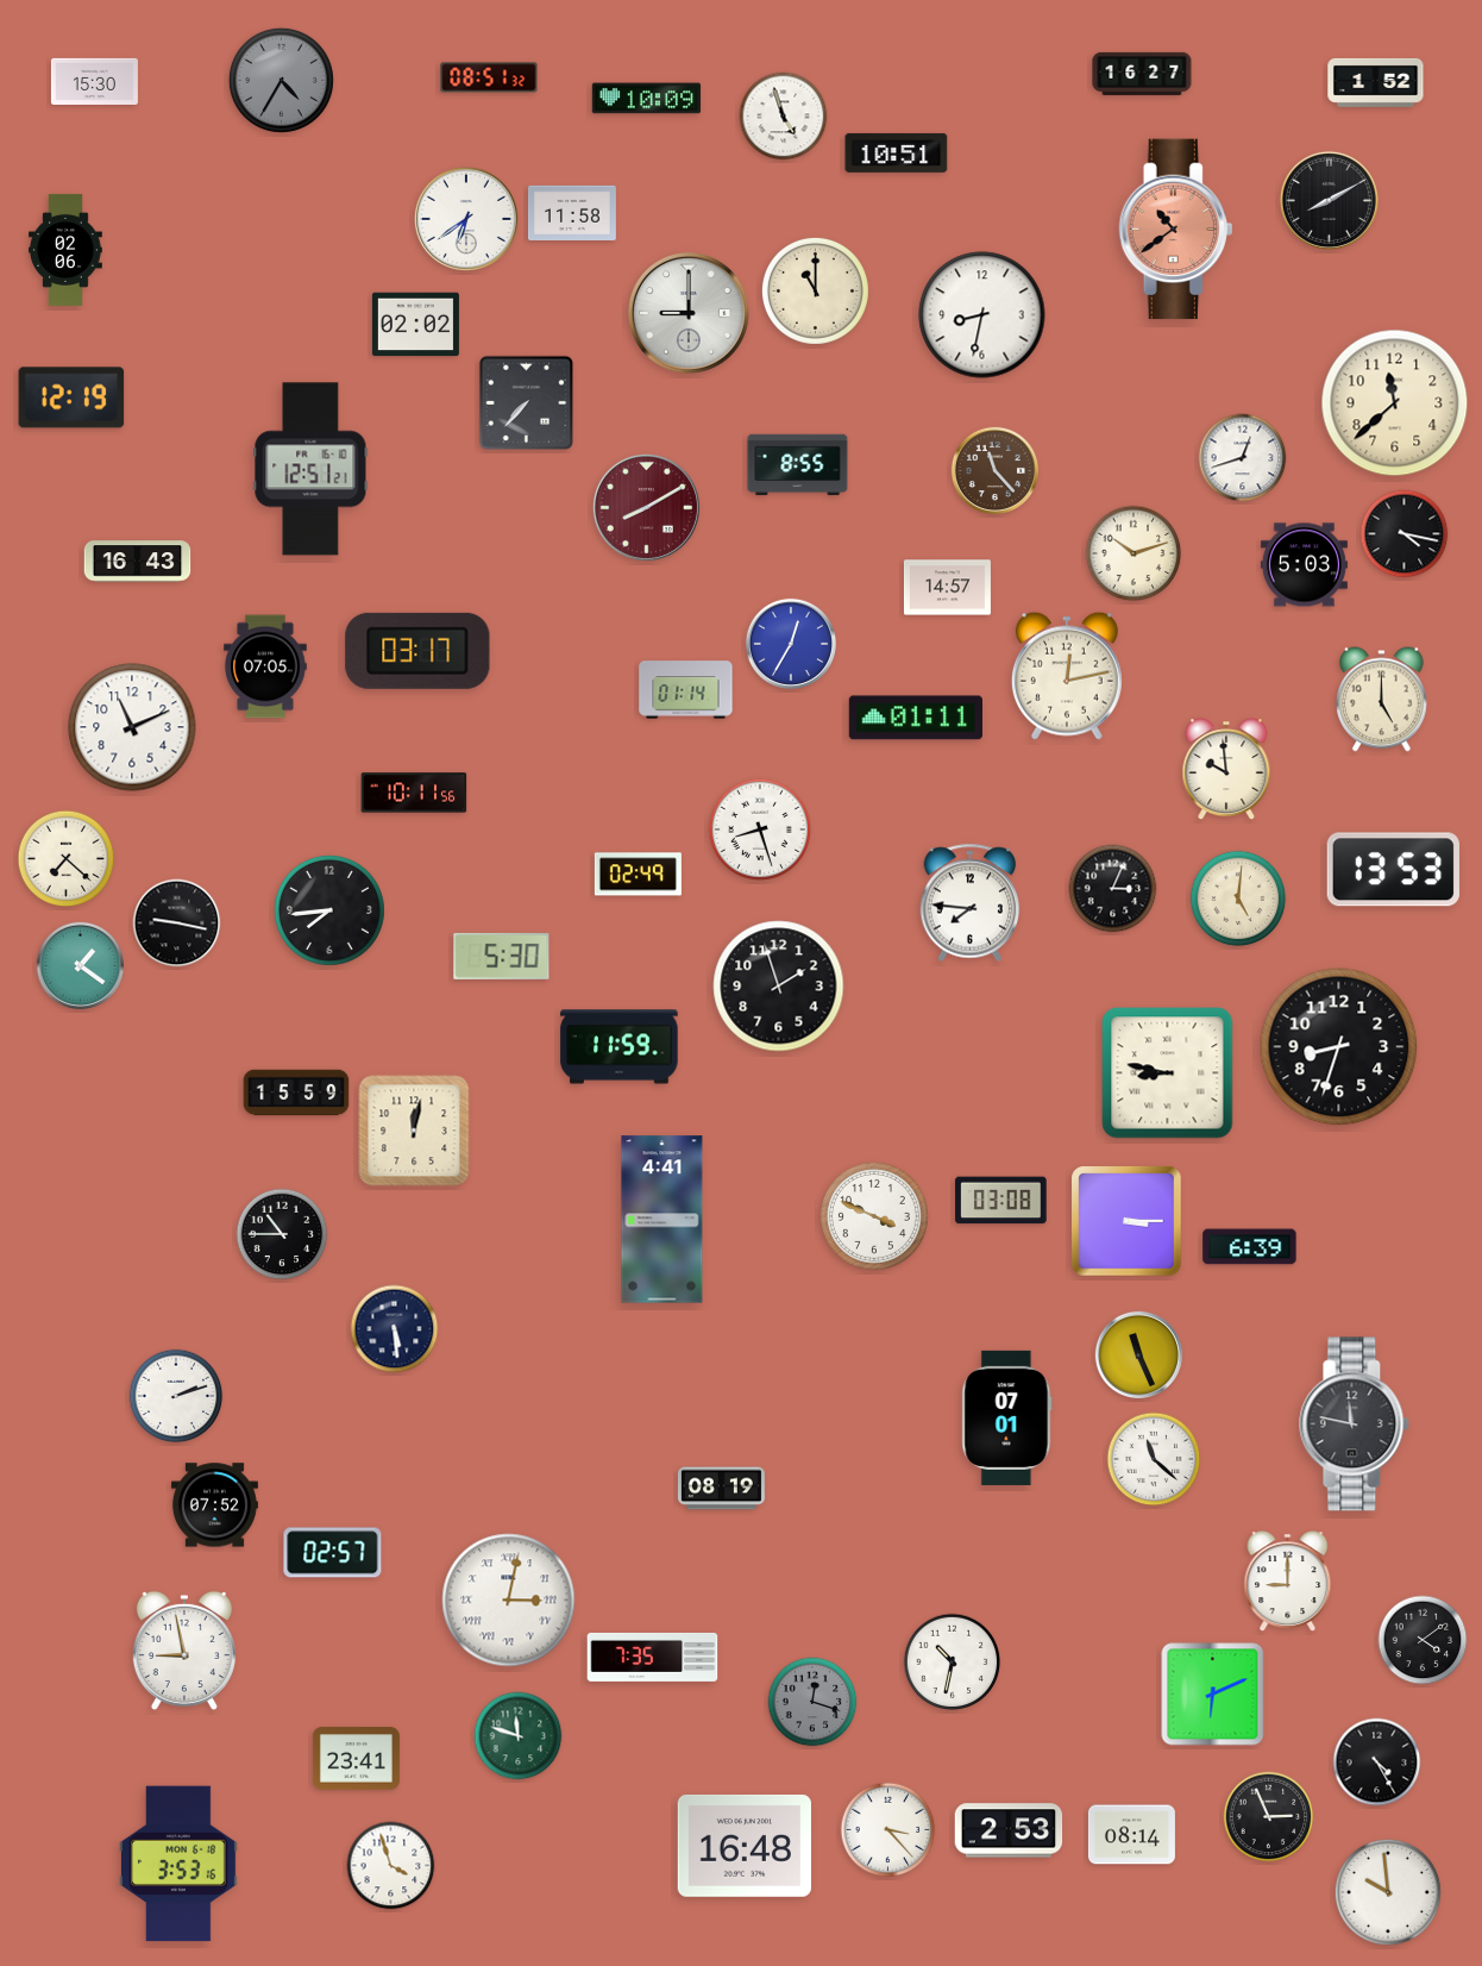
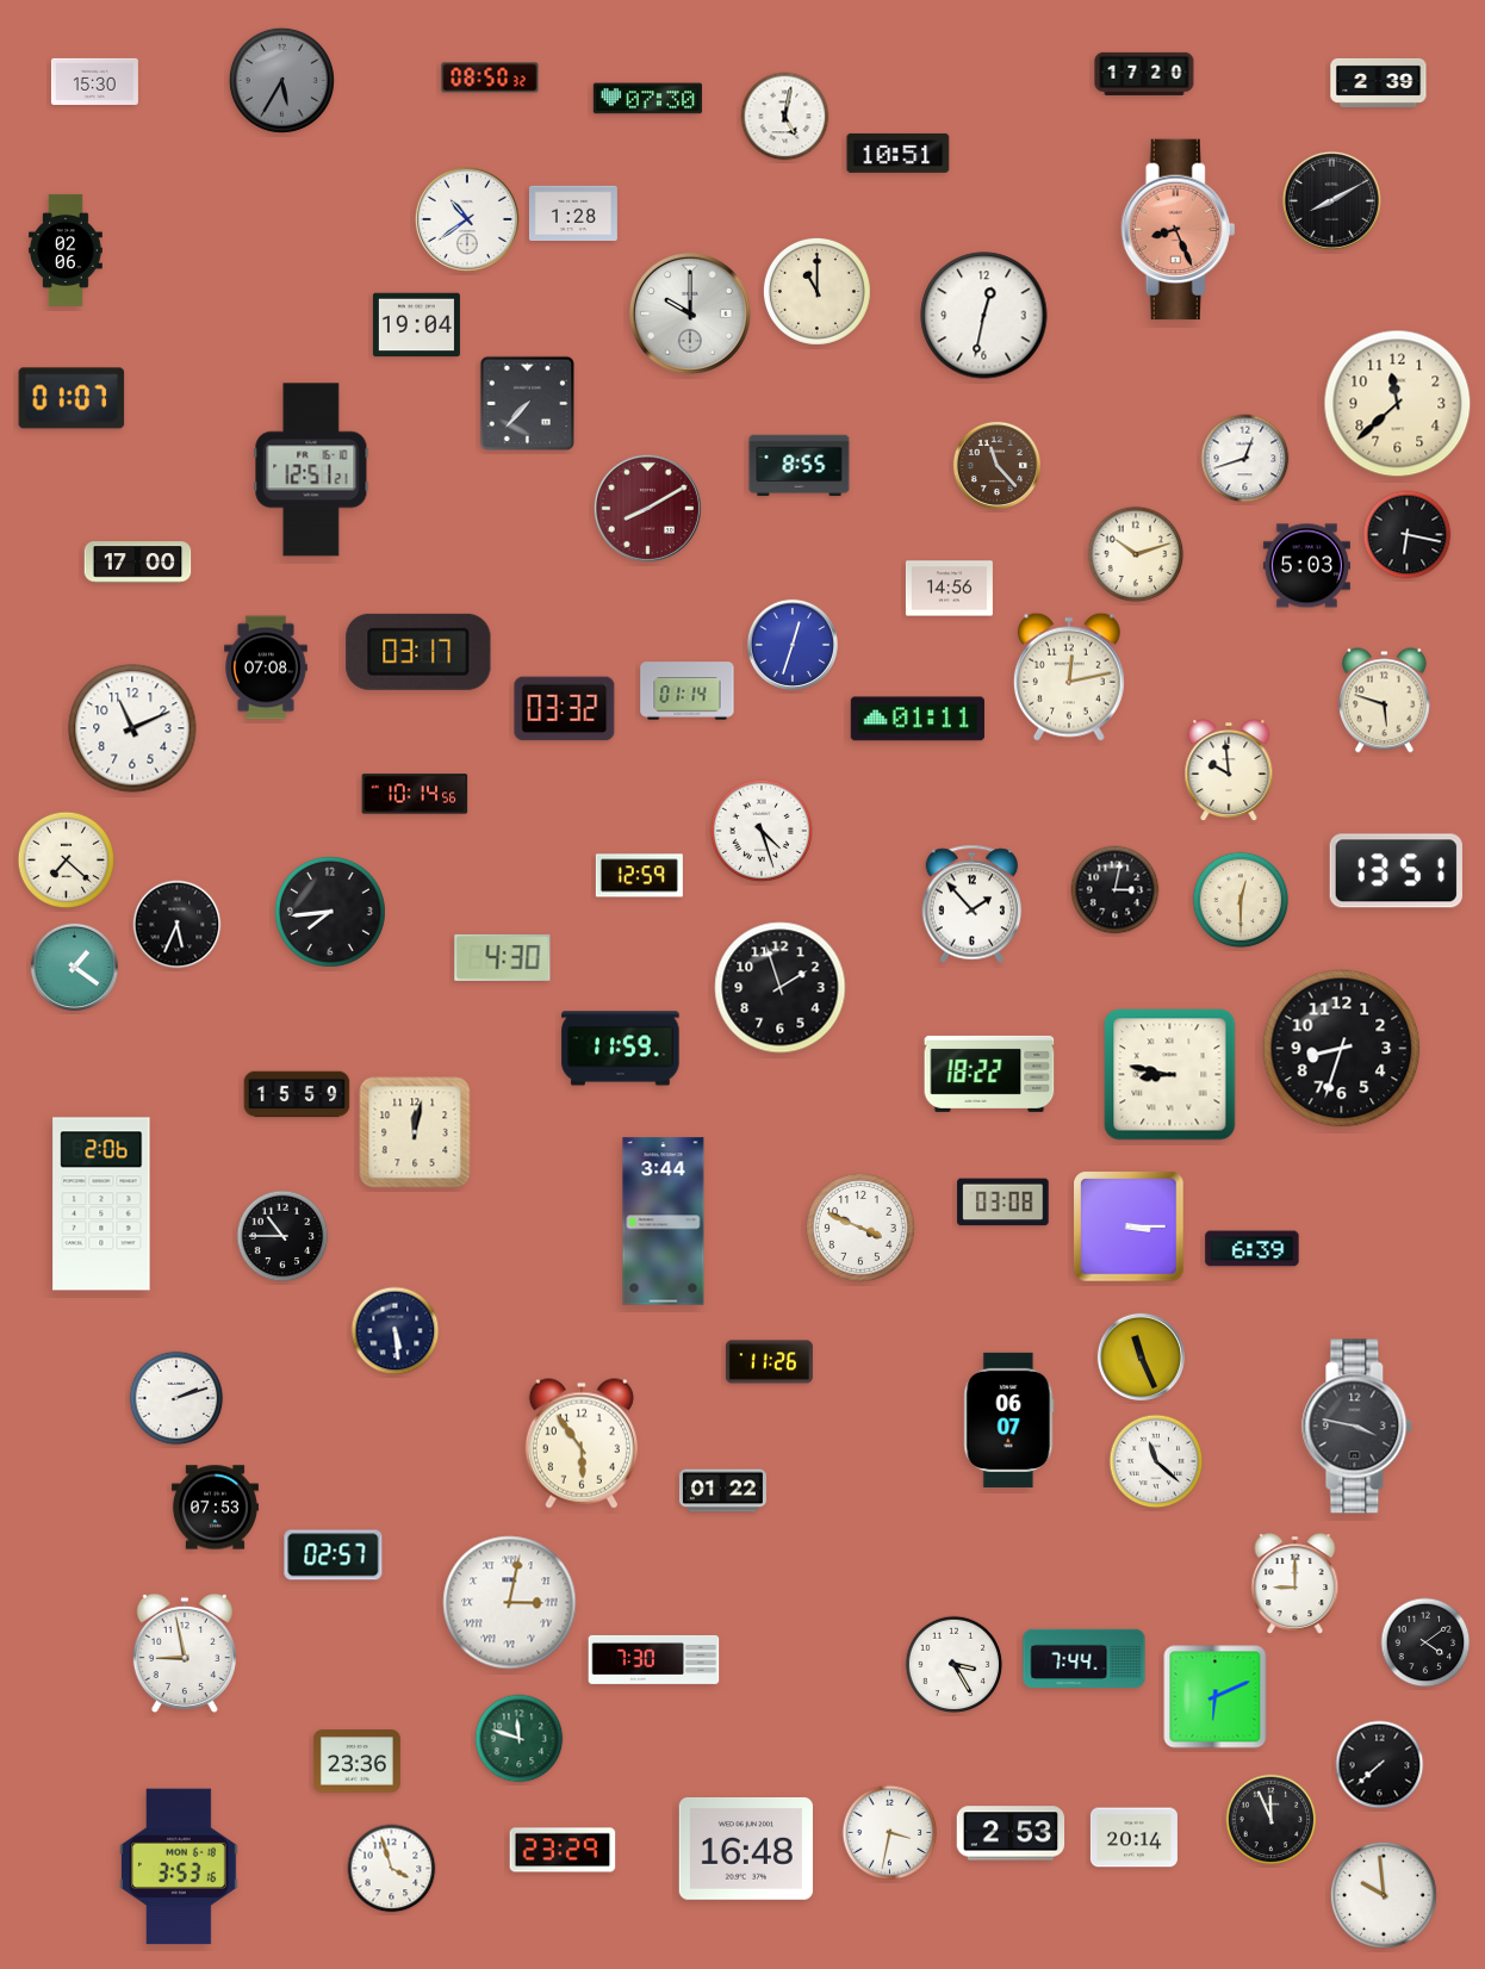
clock at (1142, 74): 16:27 -> 17:20
clock at (489, 77): 08:51 -> 08:50
clock at (281, 80): 4:35 -> 5:35
clock at (1376, 82): 1:52 -> 2:39
clock at (647, 99): 10:09 -> 07:30
clock at (784, 117): 4:57 -> 5:02
clock at (572, 212): 11:58 -> 1:28
clock at (466, 219): 6:39 -> 10:39
clock at (1176, 230): 10:39 -> 8:26
clock at (689, 313): 9:00 -> 10:00
clock at (982, 315): 8:32 -> 12:32
clock at (415, 325): 02:02 -> 19:04
clock at (71, 397): 12:19 -> 01:07
clock at (994, 470) position: (994, 470) -> (996, 465)
clock at (1405, 534): 4:17 -> 6:17
clock at (138, 562): 16:43 -> 17:00
clock at (947, 588): 14:57 -> 14:56
clock at (791, 644): 12:35 -> 12:33
clock at (265, 666): 07:05 -> 07:08
clock at (1382, 700): 5:00 -> 5:48
clock at (565, 709): none -> 03:32
clock at (414, 793): 10:11 -> 10:14
clock at (760, 829): 8:27 -> 4:27
clock at (1393, 870): 13:53 -> 13:51
clock at (638, 875): 02:49 -> 12:59
clock at (1113, 889): 3:04 -> 3:02
clock at (1238, 899): 5:01 -> 12:30
clock at (971, 903): 7:46 -> 1:53
clock at (177, 923): 9:17 -> 5:34
clock at (502, 956): 5:30 -> 4:30
clock at (80, 965) position: (80, 965) -> (74, 967)
clock at (989, 1074): none -> 18:22
clock at (101, 1204): none -> 2:06
clock at (874, 1216) position: (874, 1216) -> (860, 1228)
clock at (662, 1220): 4:41 -> 3:44
clock at (1126, 1221) position: (1126, 1221) -> (1129, 1226)
clock at (769, 1362): none -> 11:26
clock at (1007, 1417): 07:01 -> 06:07
clock at (1355, 1425): 11:47 -> 3:47
clock at (582, 1443): none -> 5:54
clock at (721, 1489): 08:19 -> 01:22
clock at (214, 1505): 07:52 -> 07:53
clock at (1288, 1582) position: (1288, 1582) -> (1296, 1584)
clock at (1085, 1658): none -> 7:44
clock at (653, 1657): 7:35 -> 7:30
clock at (953, 1663): 10:32 -> 3:25
clock at (812, 1702): 12:18 -> none
clock at (356, 1759): 23:41 -> 23:36
clock at (1377, 1762): 4:25 -> 7:38
clock at (1269, 1817): 2:56 -> 11:56
clock at (888, 1830): 3:23 -> 3:32
clock at (1131, 1835): 08:14 -> 20:14
clock at (563, 1850): none -> 23:29
clock at (1388, 1892) position: (1388, 1892) -> (1384, 1895)
